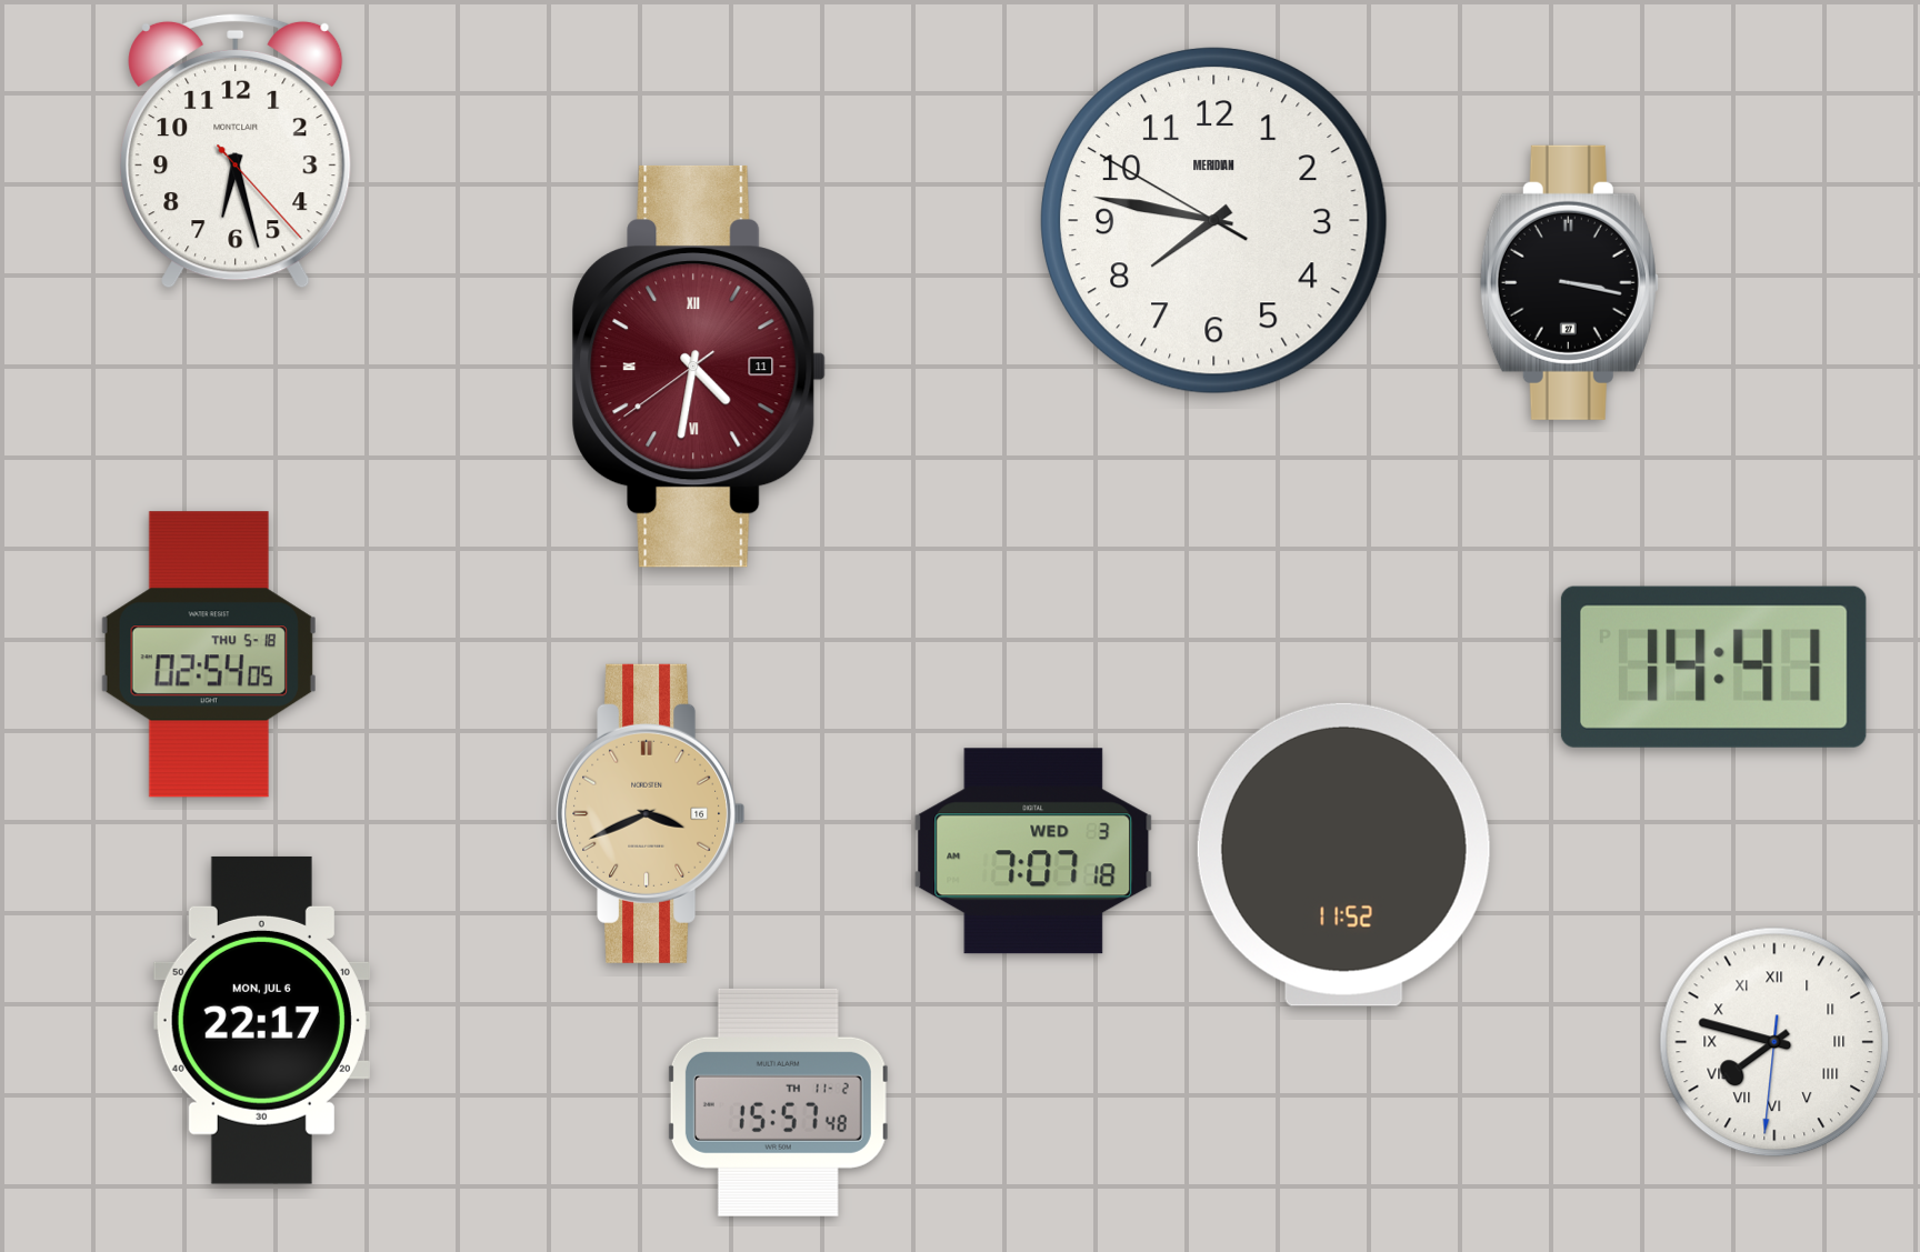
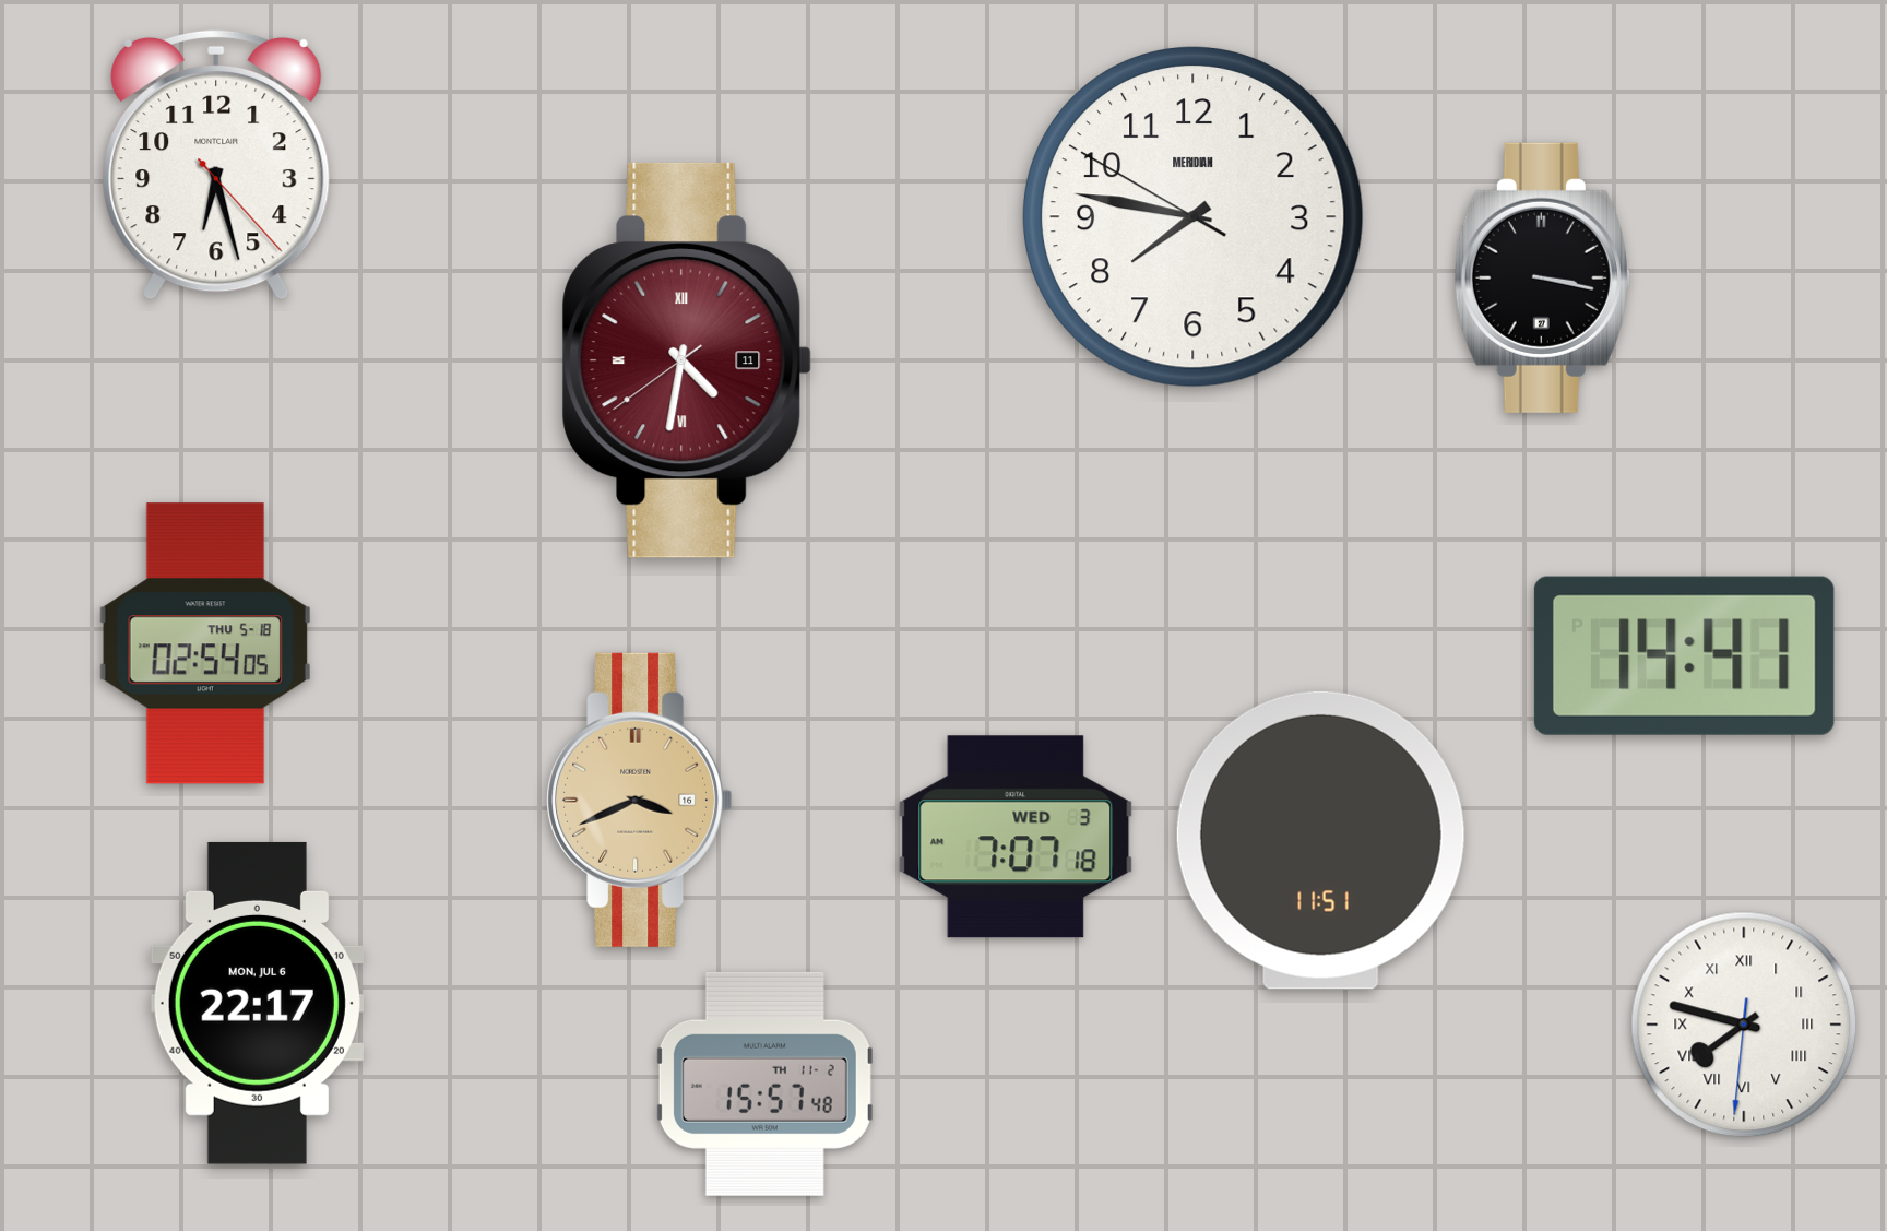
clock at (236, 151) position: (236, 151) -> (216, 165)
clock at (1343, 854): 11:52 -> 11:51
